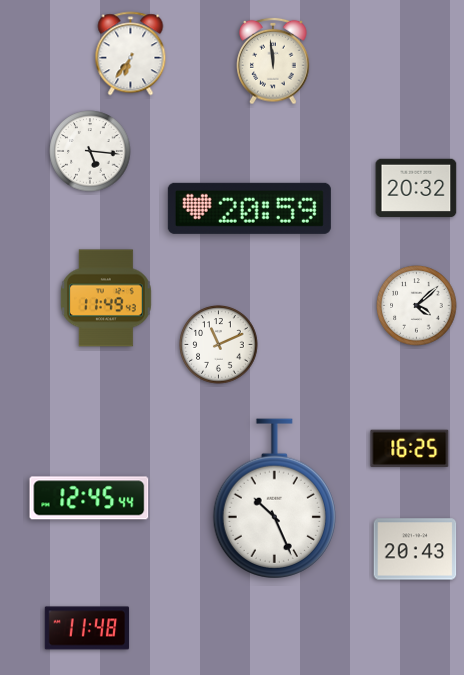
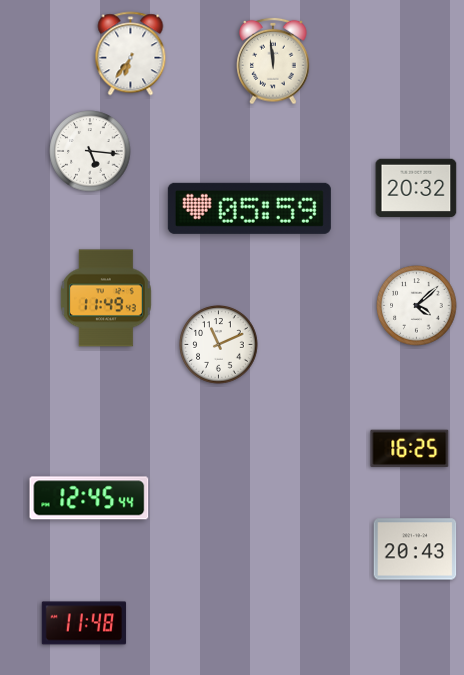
clock at (249, 208): 20:59 -> 05:59
clock at (274, 499): 10:26 -> none
clock at (87, 628) position: (87, 628) -> (84, 623)
